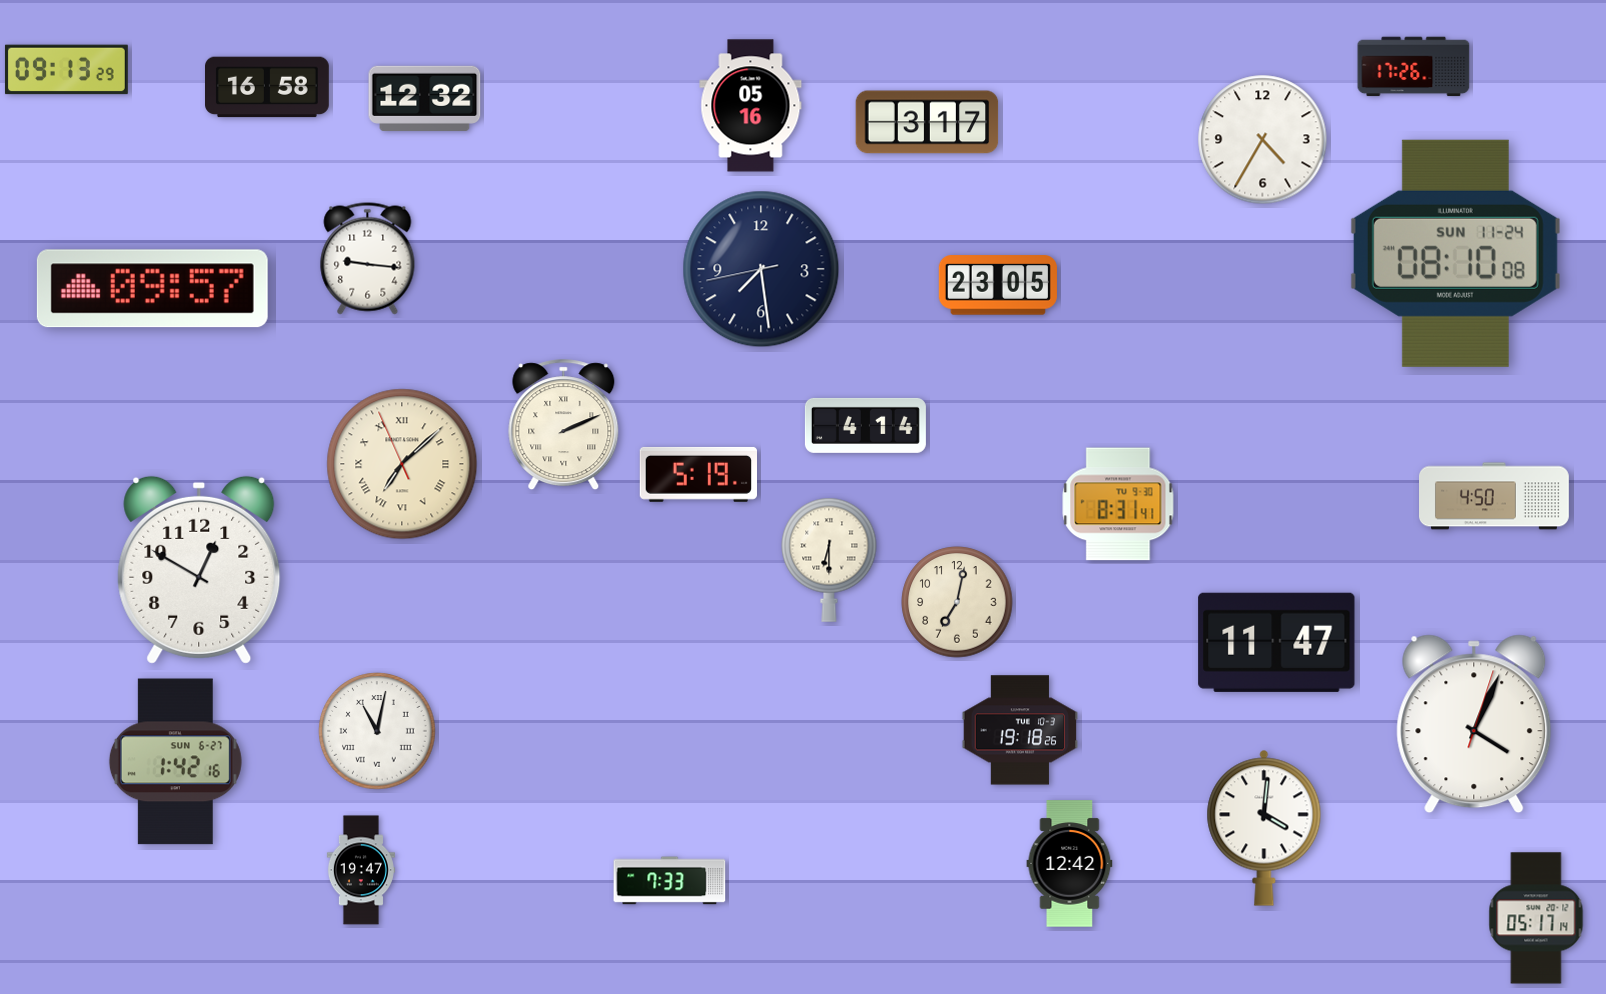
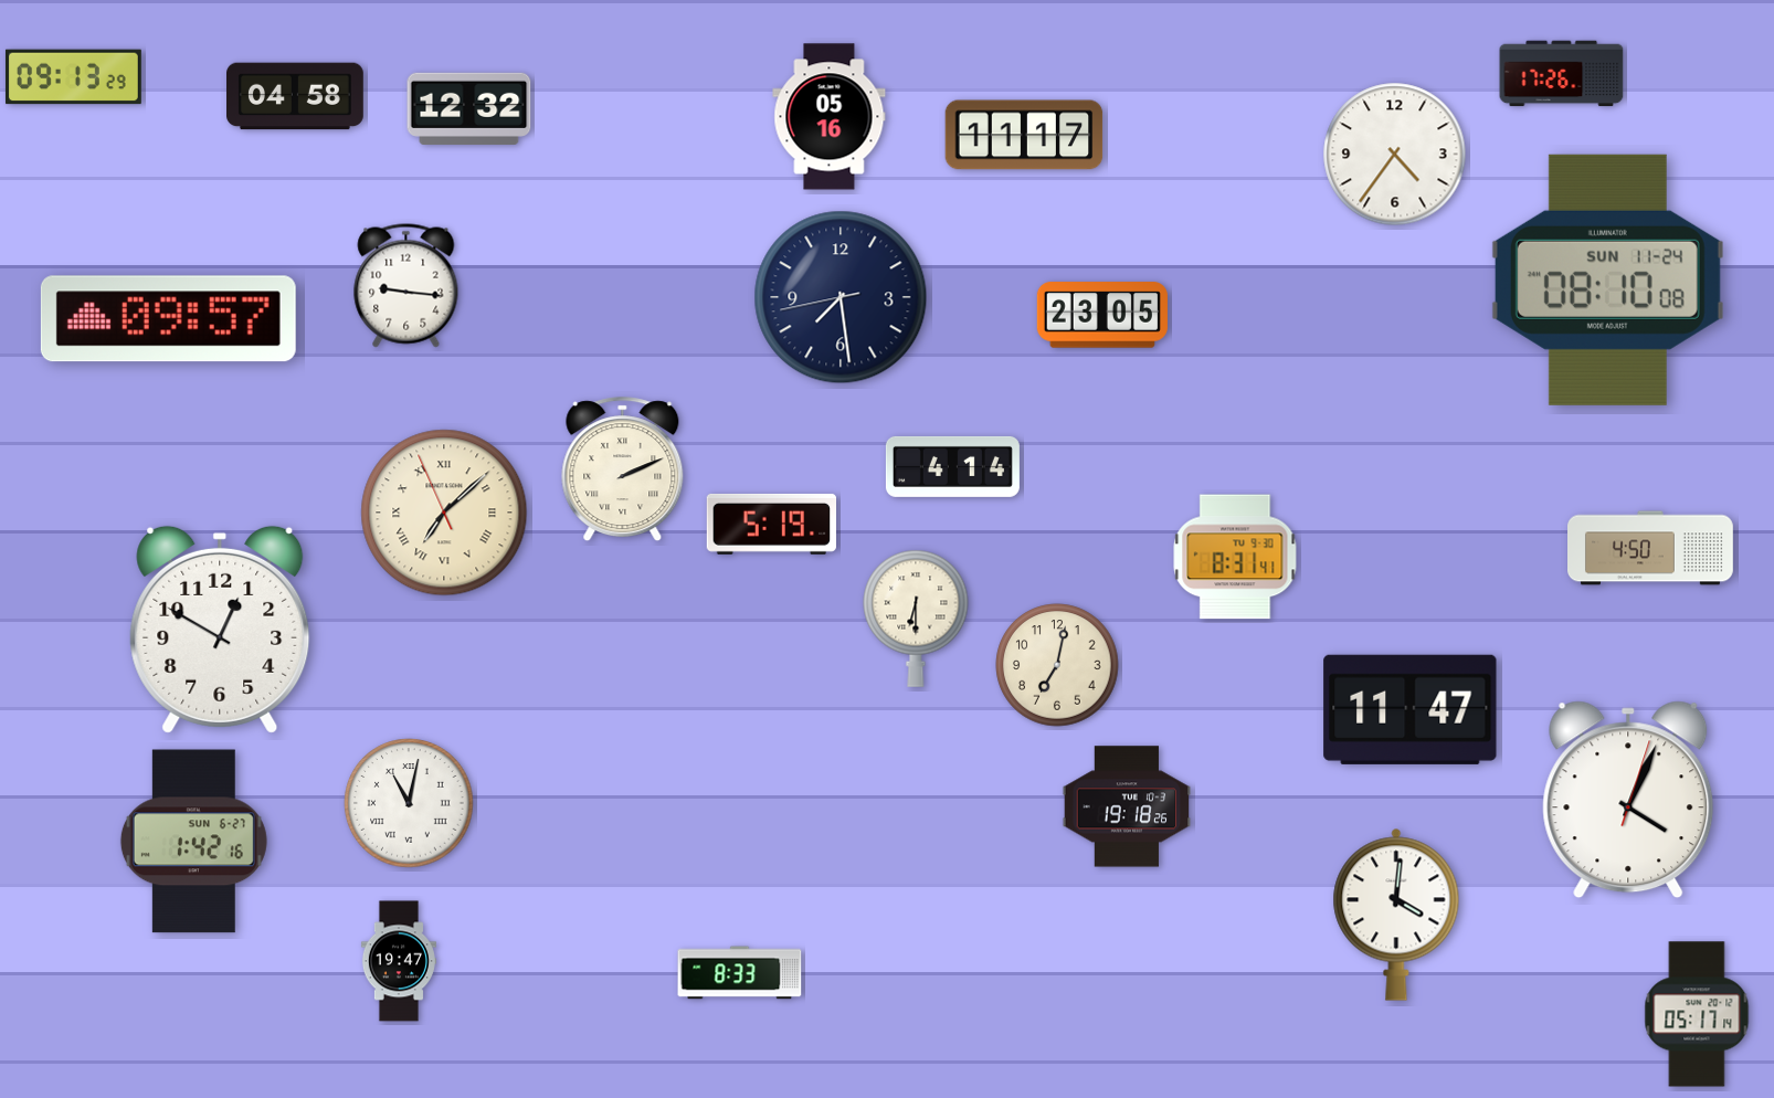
clock at (268, 87): 16:58 -> 04:58
clock at (927, 122): 3:17 -> 11:17
clock at (1263, 140): 4:35 -> 4:36
clock at (865, 425) position: (865, 425) -> (952, 466)
clock at (377, 731) position: (377, 731) -> (409, 803)
clock at (1070, 864): 12:42 -> none
clock at (670, 881): 7:33 -> 8:33
